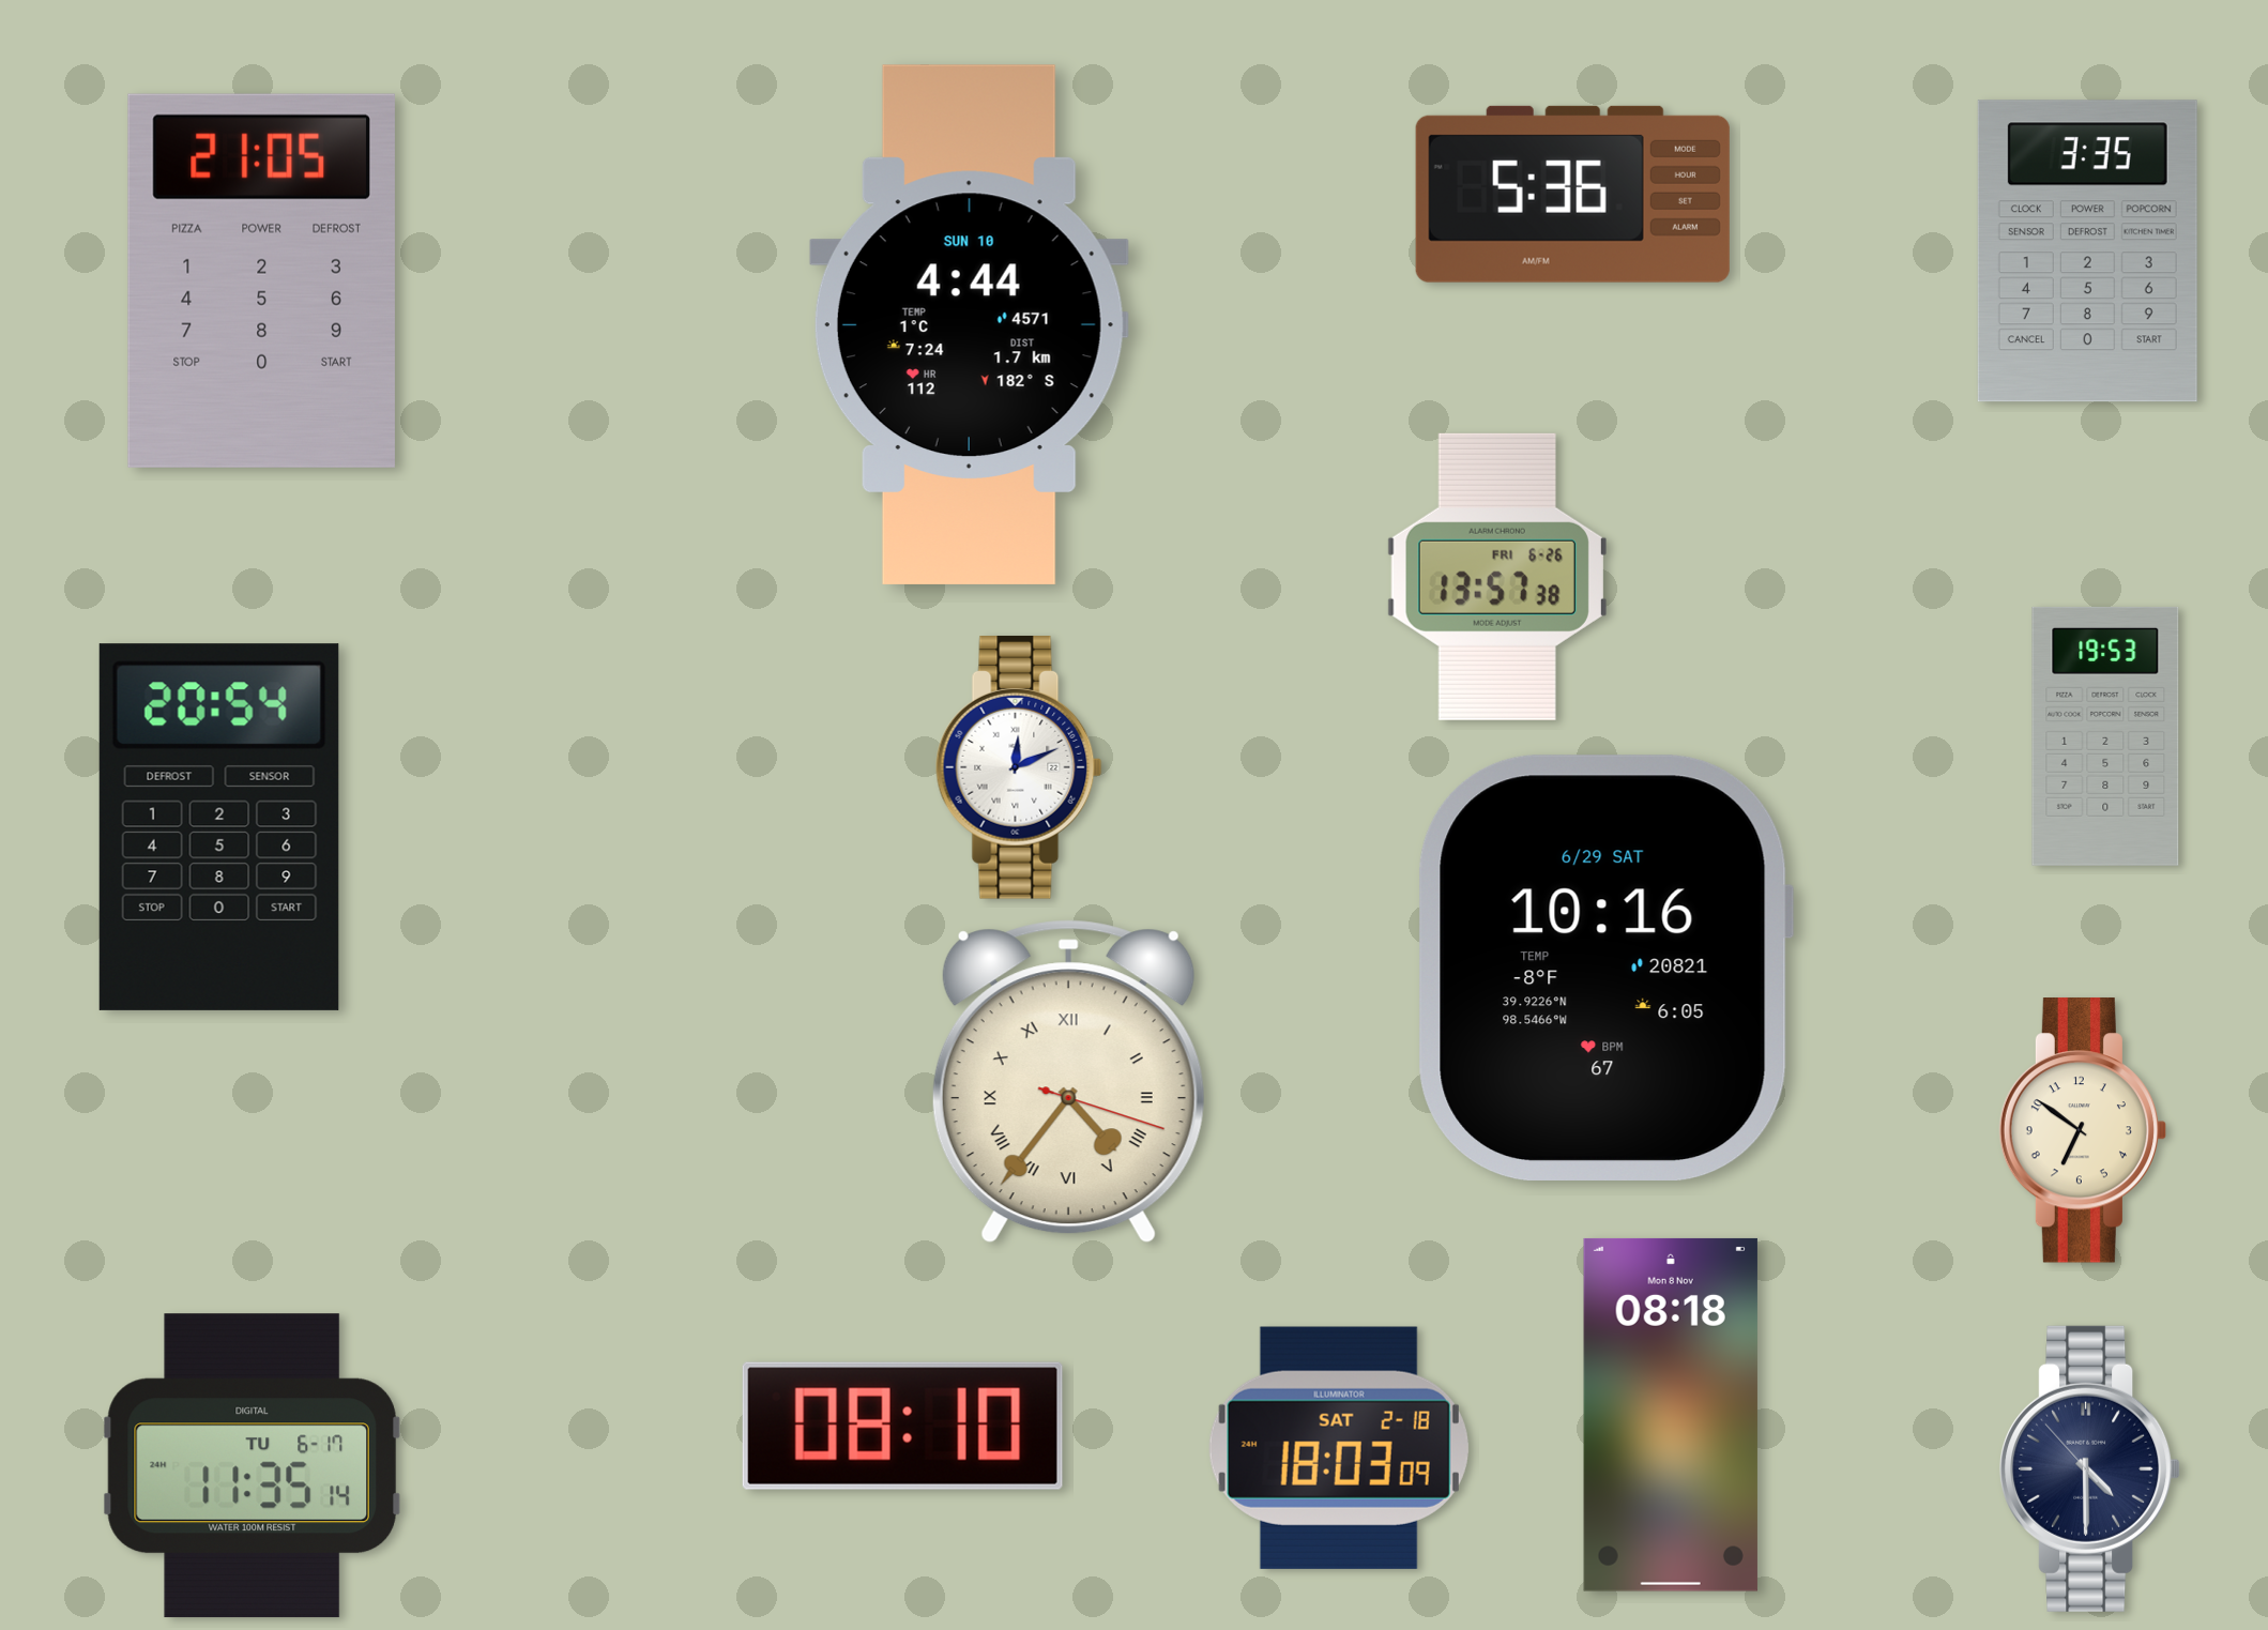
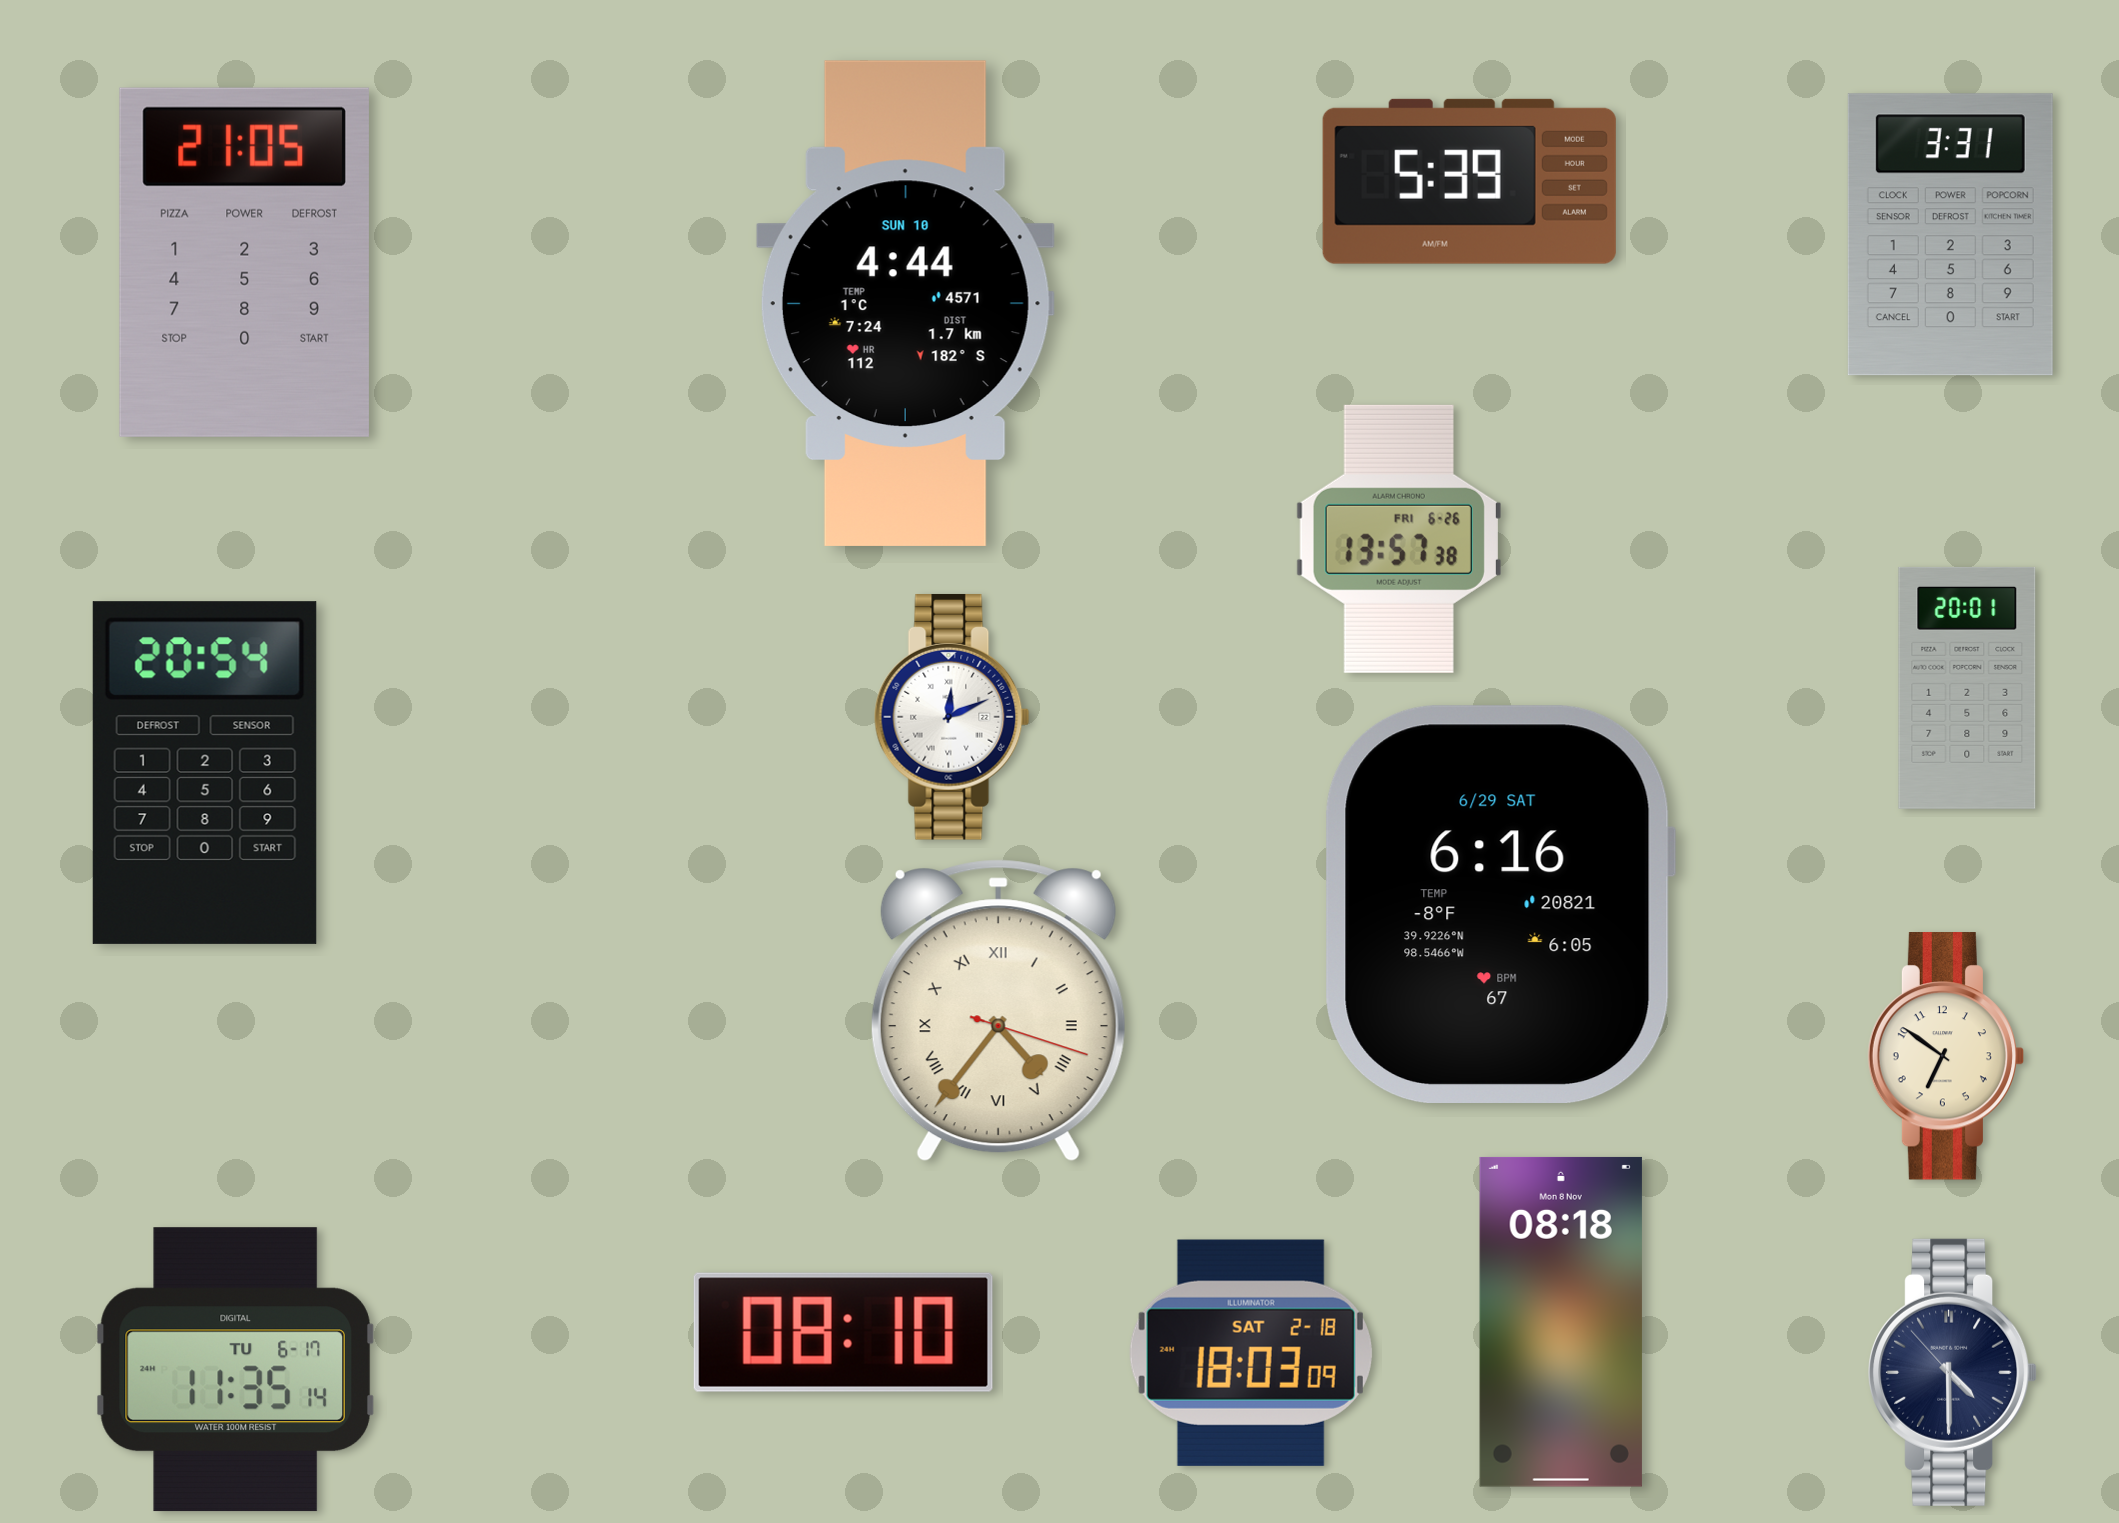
clock at (1572, 194): 5:36 -> 5:39
clock at (2087, 252): 3:35 -> 3:31
clock at (2105, 736): 19:53 -> 20:01
clock at (1605, 968): 10:16 -> 6:16
